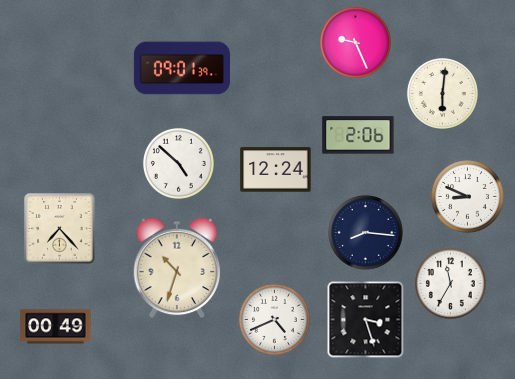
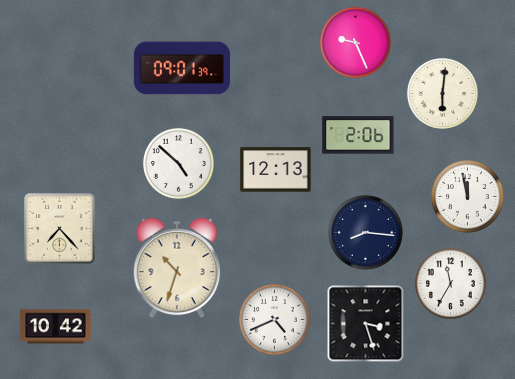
clock at (276, 170): 12:24 -> 12:13
clock at (468, 197): 8:49 -> 11:58
clock at (366, 320) position: (366, 320) -> (366, 324)
clock at (56, 327): 00:49 -> 10:42
